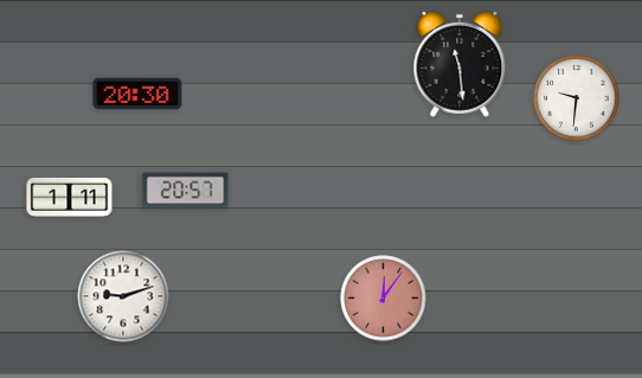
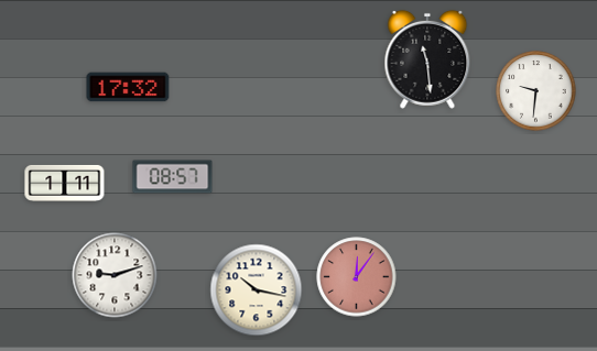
clock at (137, 94): 20:30 -> 17:32
clock at (186, 191): 20:57 -> 08:57
clock at (257, 290): none -> 10:17
